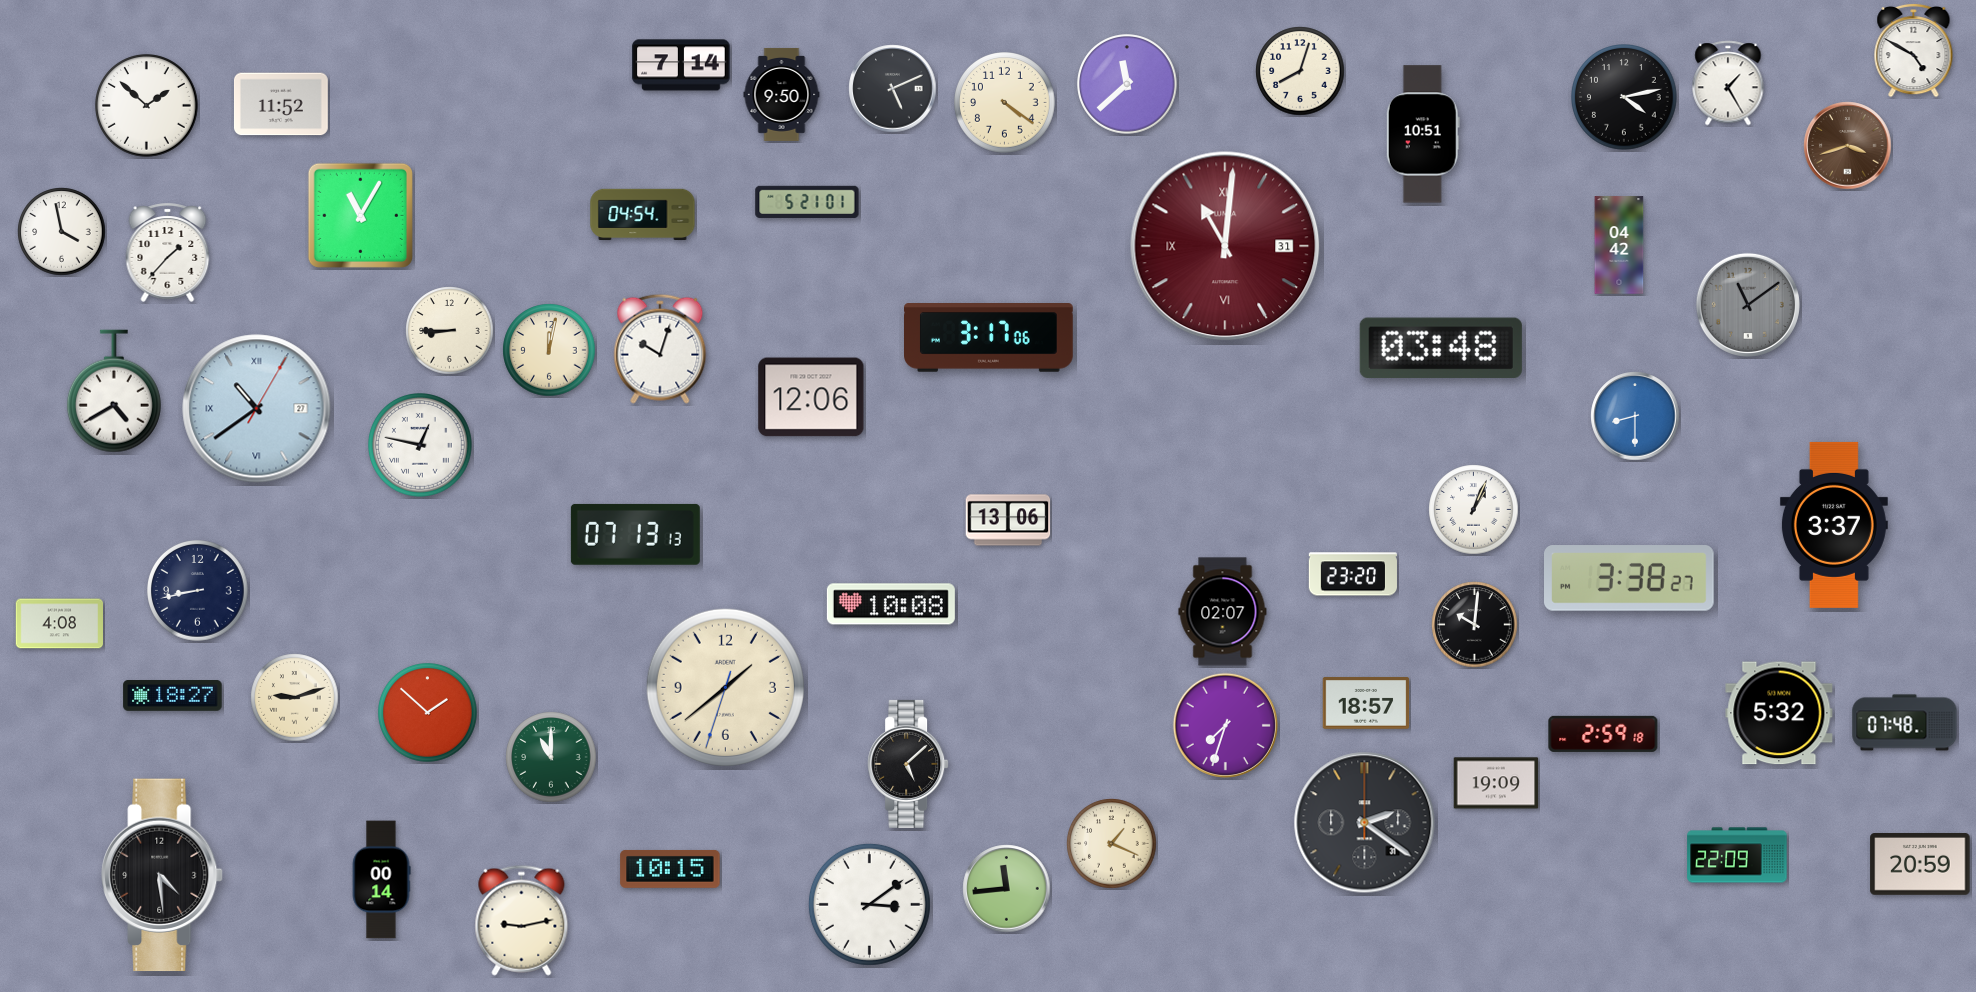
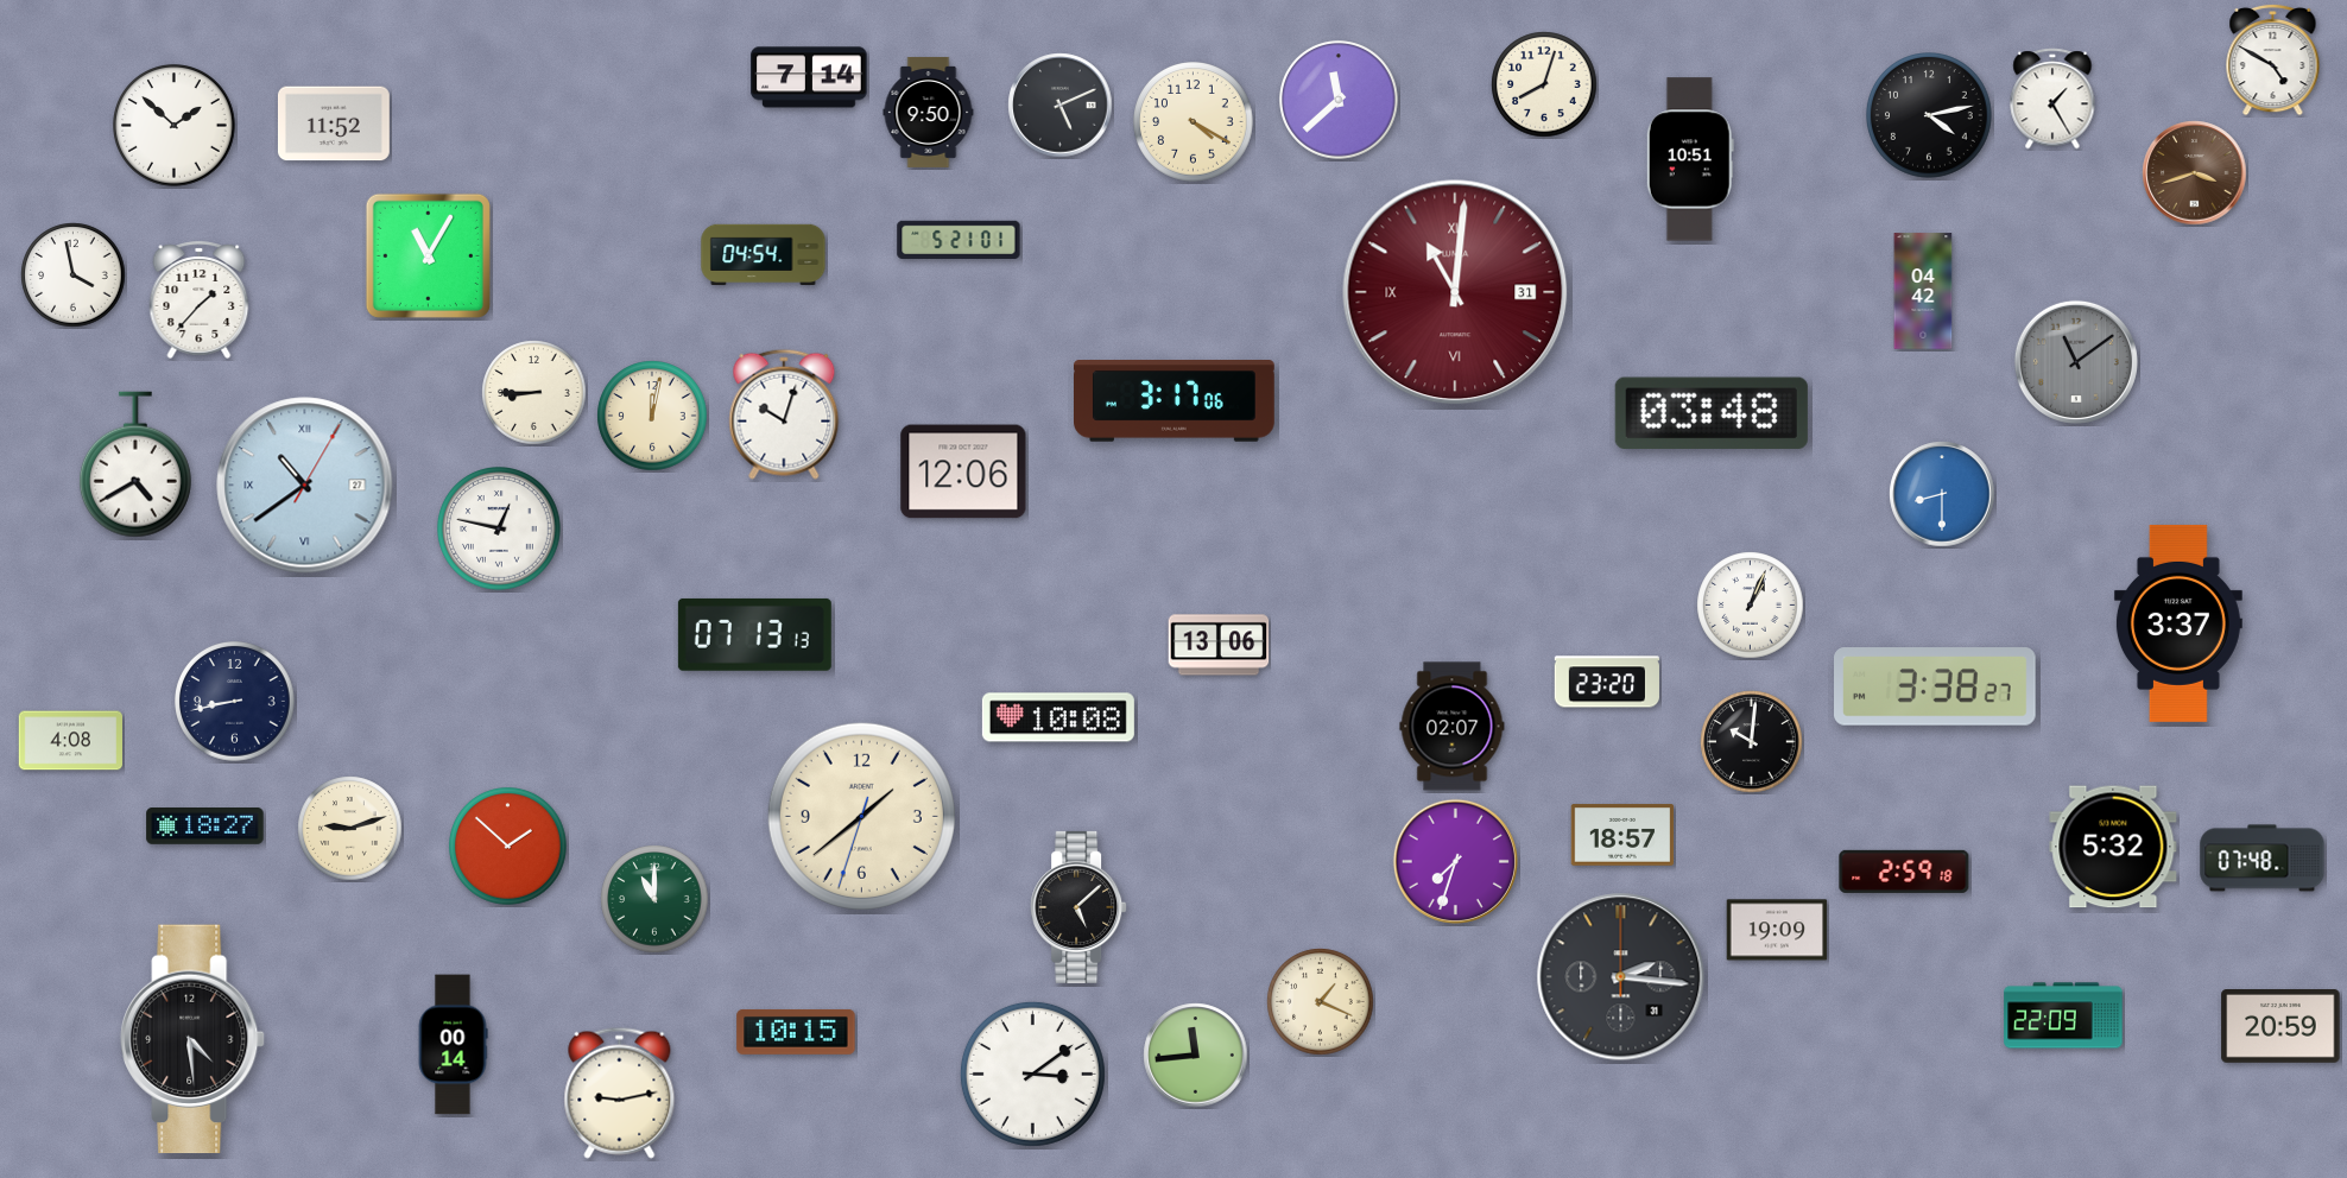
clock at (1005, 103): 4:21 -> 4:20
clock at (1008, 520) position: (1008, 520) -> (1219, 645)
clock at (1365, 823): 2:21 -> 2:16
